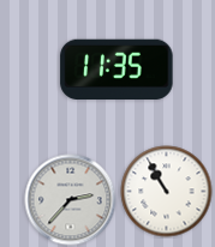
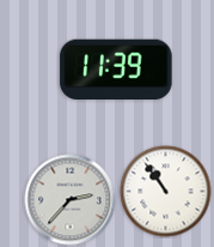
clock at (117, 68): 11:35 -> 11:39
clock at (167, 192): 10:55 -> 10:54
